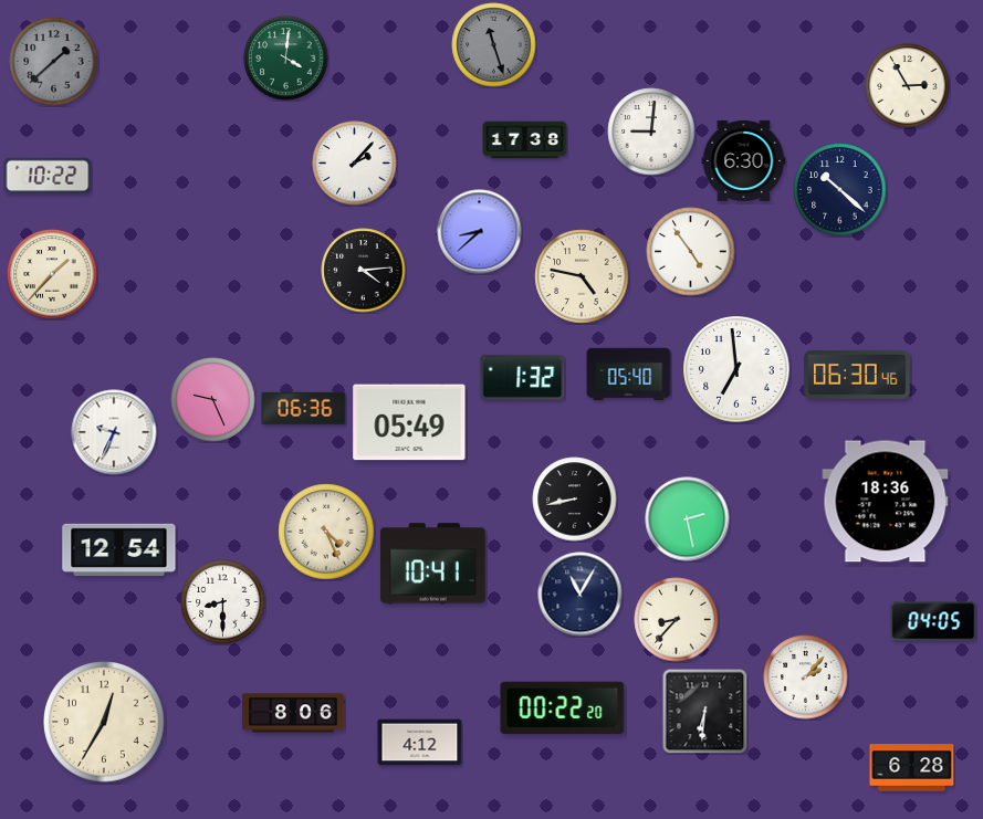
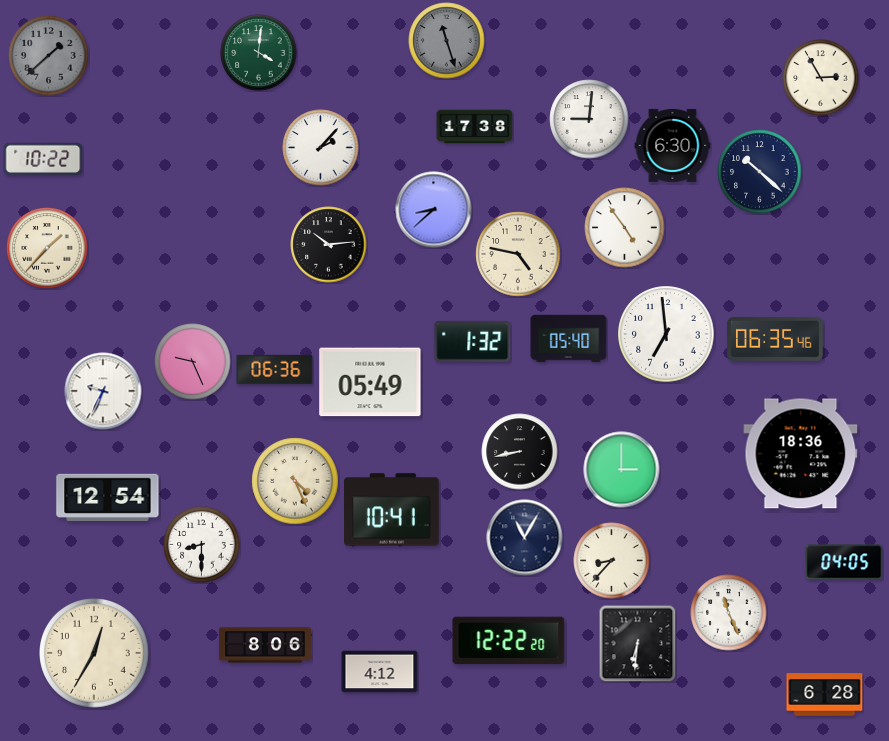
clock at (364, 271): 4:14 -> 10:14
clock at (582, 276) position: (582, 276) -> (518, 254)
clock at (857, 375): 06:30 -> 06:35
clock at (688, 519): 2:28 -> 3:00
clock at (806, 678): 2:07 -> 11:26
clock at (563, 708): 00:22 -> 12:22
